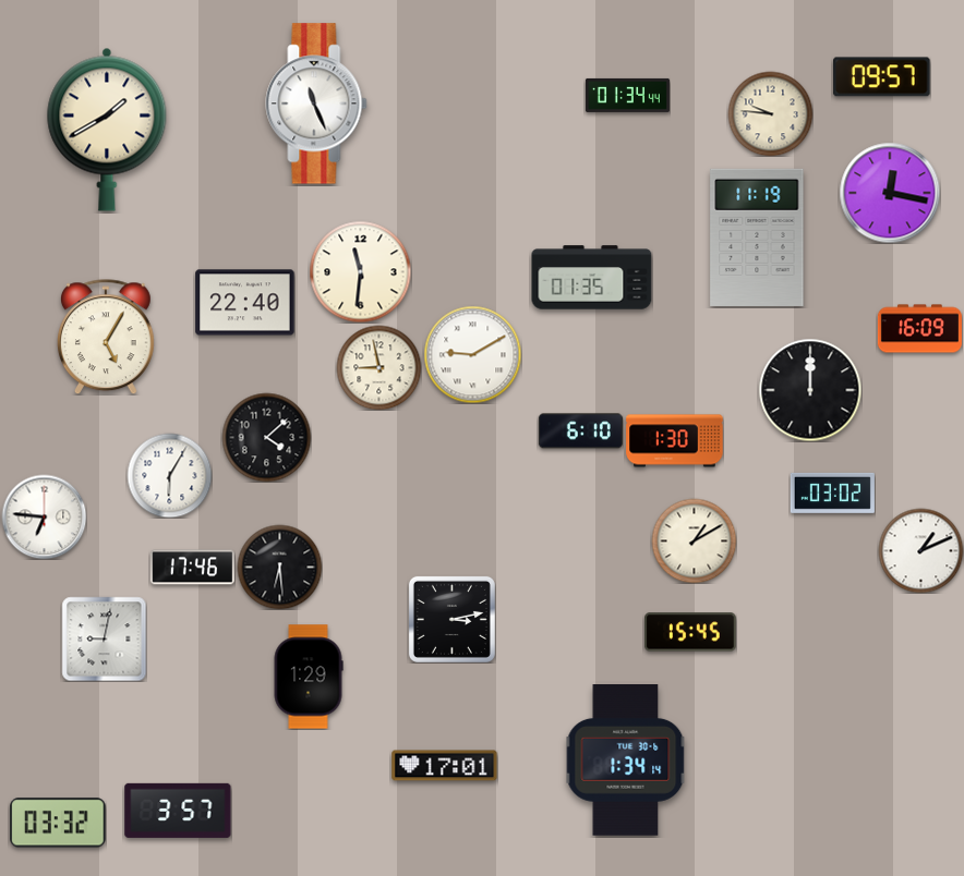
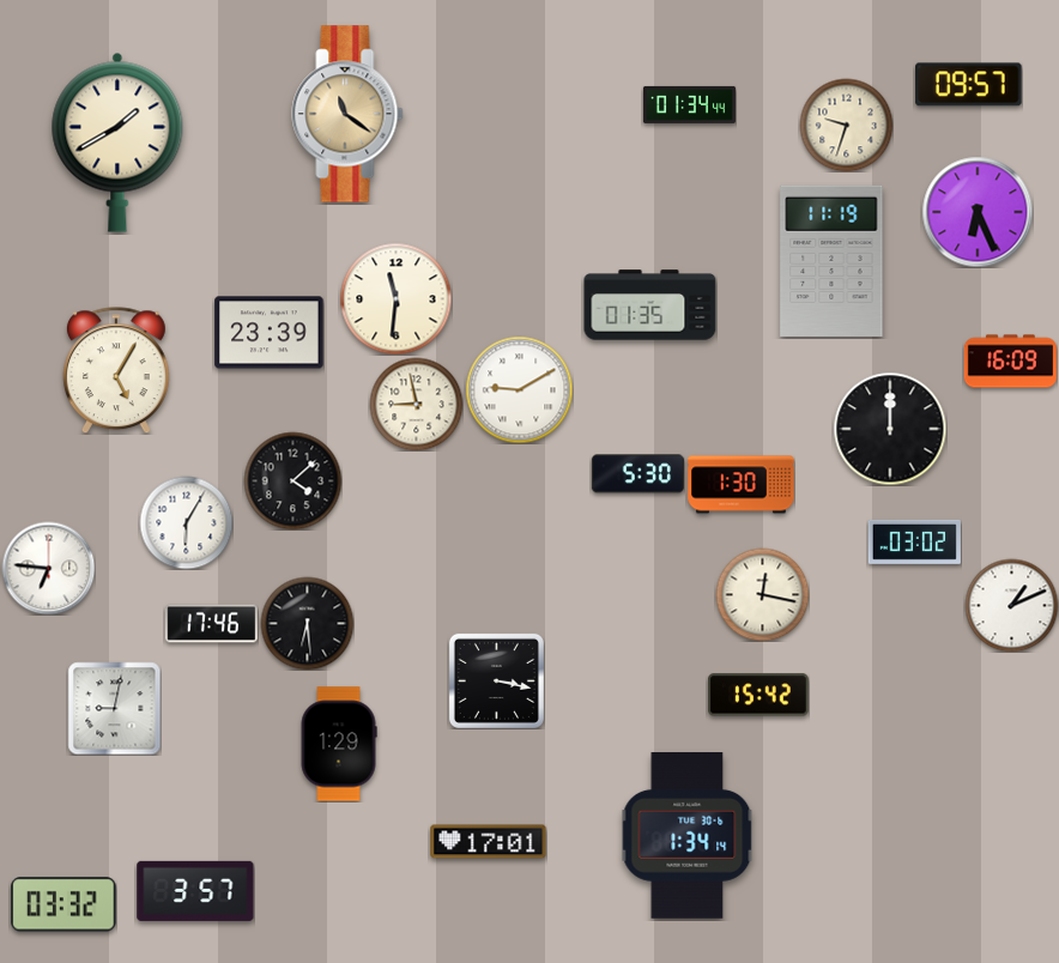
clock at (316, 104): 11:26 -> 11:21
clock at (316, 104) dial: white -> champagne
clock at (770, 113): 9:46 -> 9:33
clock at (890, 193): 12:17 -> 6:26
clock at (245, 303): 22:40 -> 23:39
clock at (580, 431): 6:10 -> 5:30
clock at (694, 540): 1:10 -> 12:17
clock at (451, 619): 3:13 -> 3:17
clock at (690, 632): 15:45 -> 15:42
clock at (104, 638) position: (104, 638) -> (114, 708)
